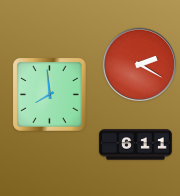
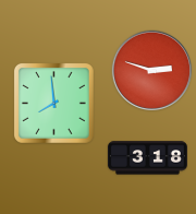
clock at (139, 64): 2:20 -> 2:48
clock at (135, 145): 6:11 -> 3:18
